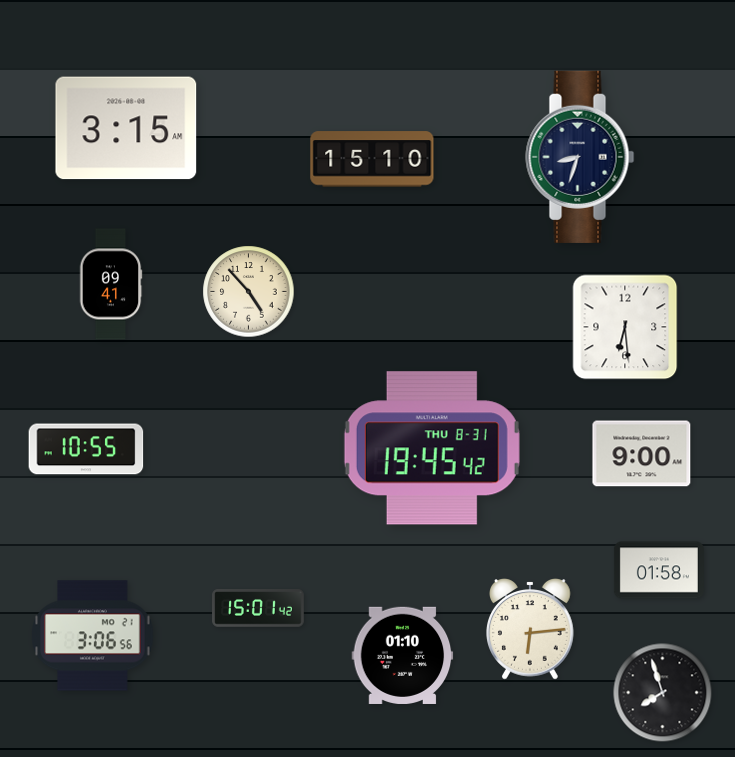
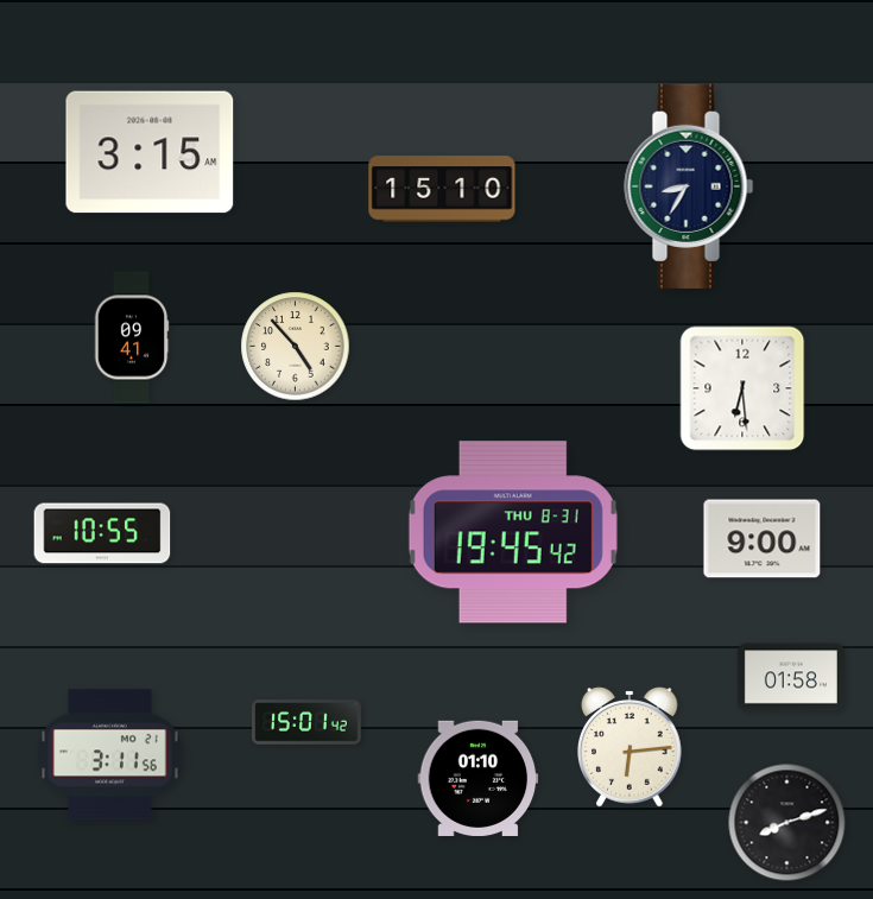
clock at (580, 157): 8:33 -> 8:35
clock at (659, 570) position: (659, 570) -> (791, 677)
clock at (93, 636): 3:06 -> 3:11
clock at (663, 693): 7:57 -> 8:12
